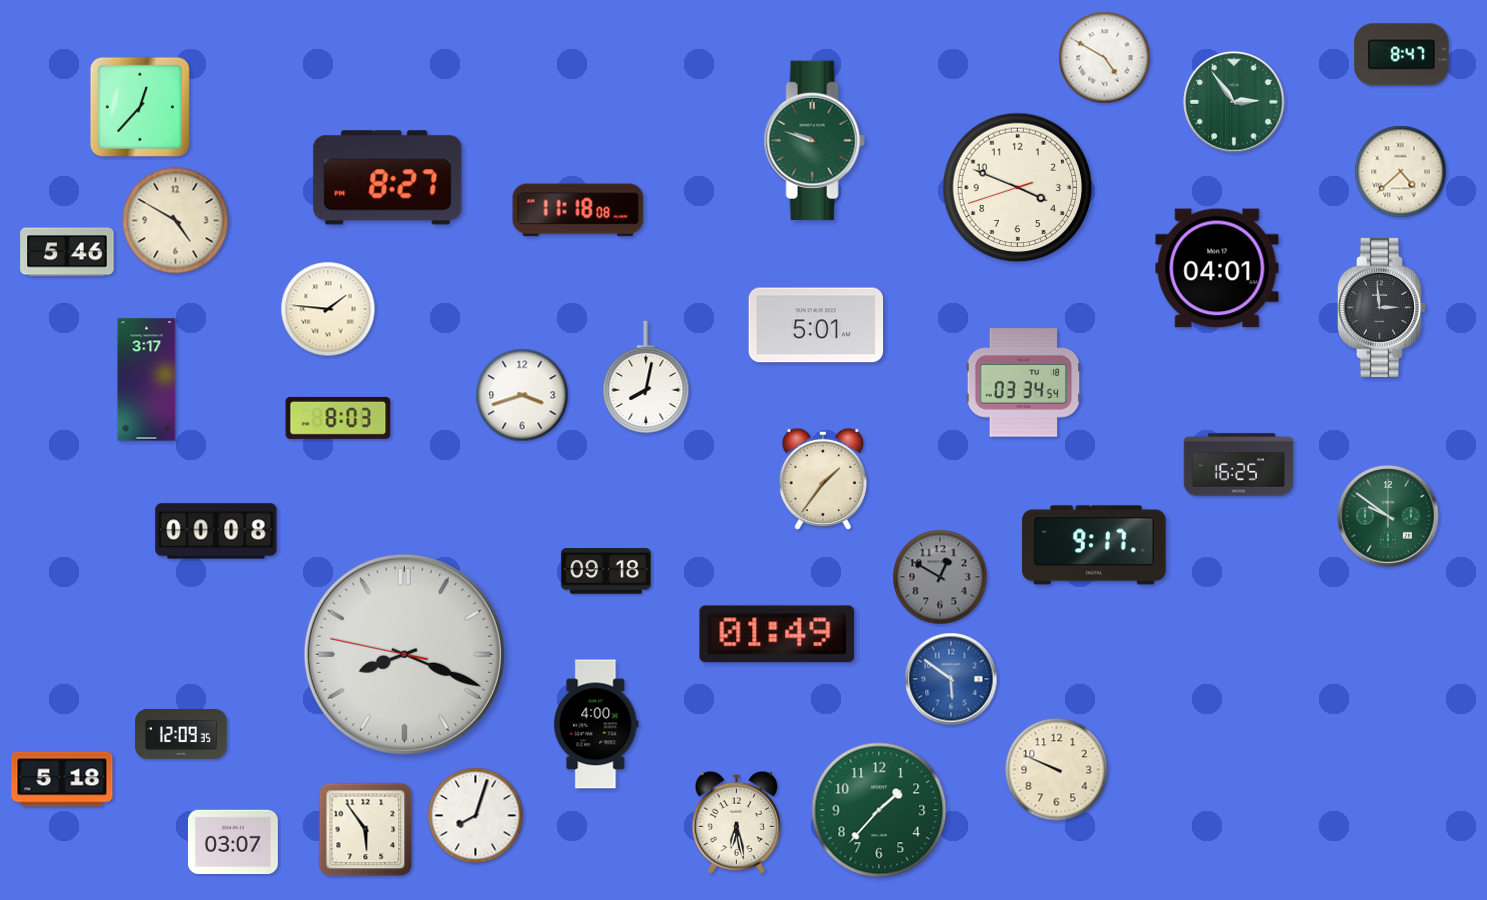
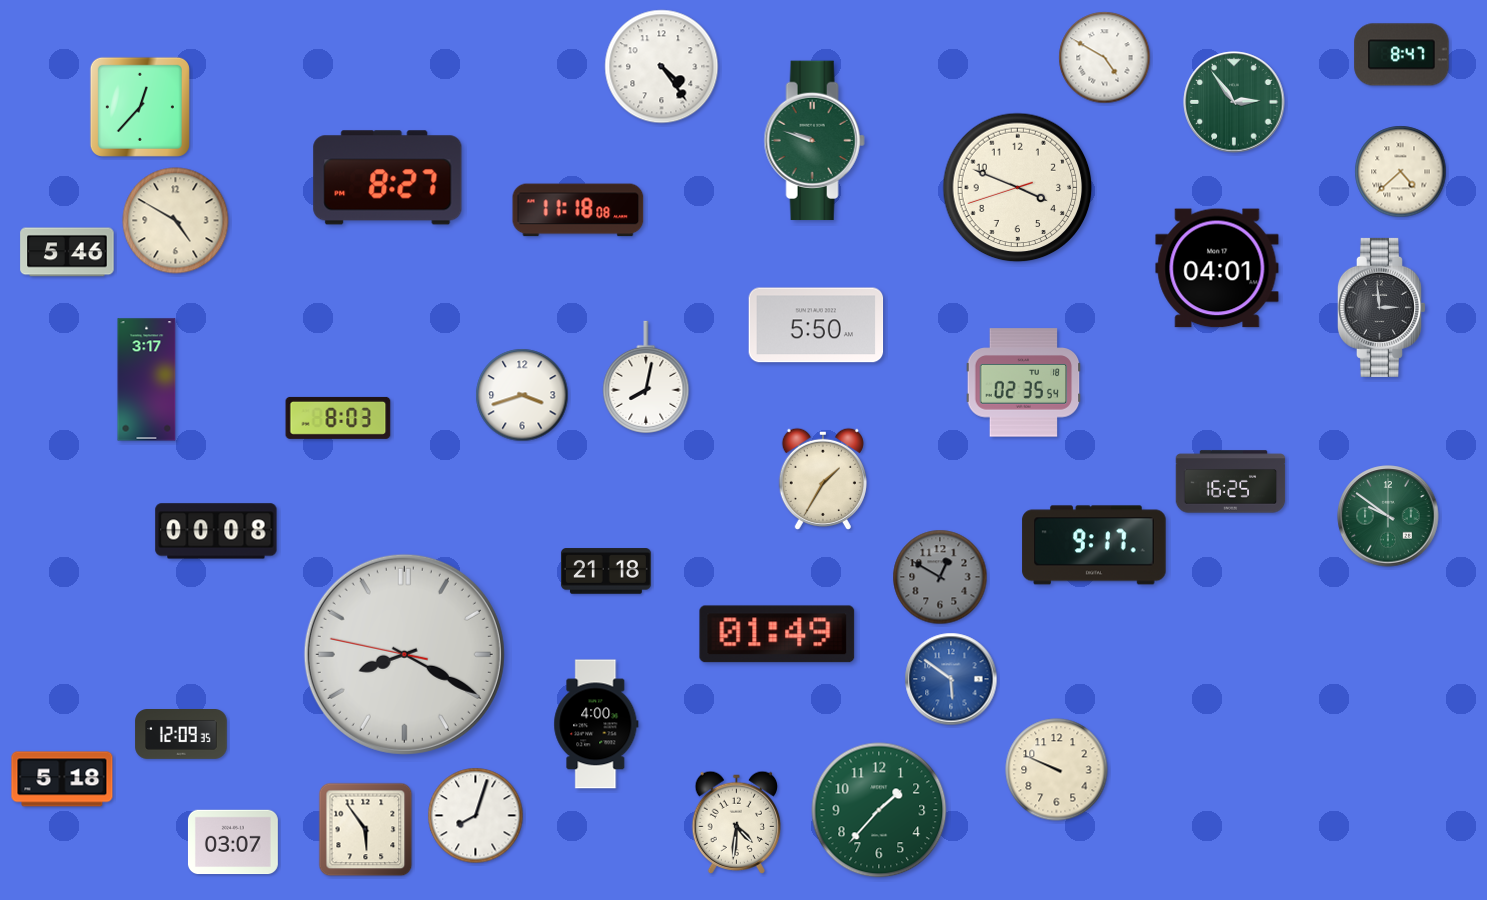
clock at (662, 67): none -> 4:24
clock at (328, 309): 1:46 -> none
clock at (816, 325): 5:01 -> 5:50
clock at (1024, 383): 03:34 -> 02:35
clock at (1239, 465) position: (1239, 465) -> (1231, 482)
clock at (823, 479): 1:36 -> 1:35
clock at (606, 571): 09:18 -> 21:18
clock at (404, 654): 8:18 -> 8:19
clock at (737, 823): 6:28 -> 4:31
